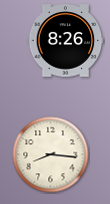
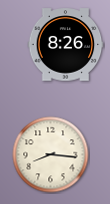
clock at (66, 41) position: (66, 41) -> (66, 45)
